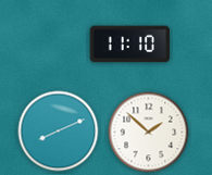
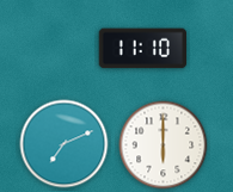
clock at (59, 132): 8:11 -> 7:11
clock at (149, 133): 1:52 -> 6:00
